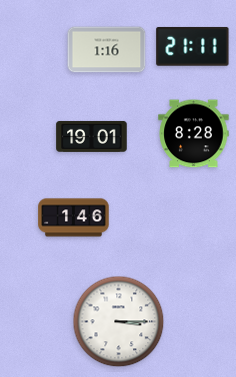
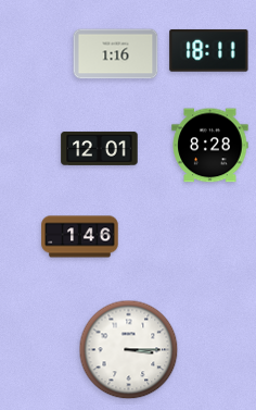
clock at (193, 47): 21:11 -> 18:11
clock at (92, 136): 19:01 -> 12:01
